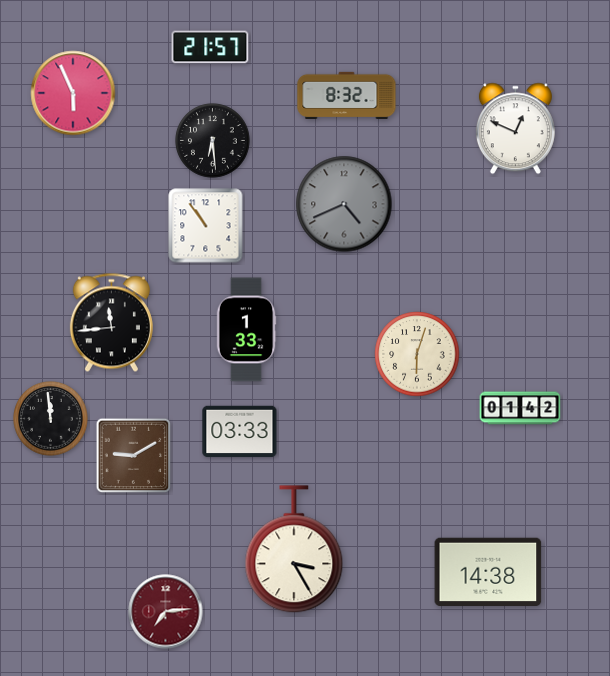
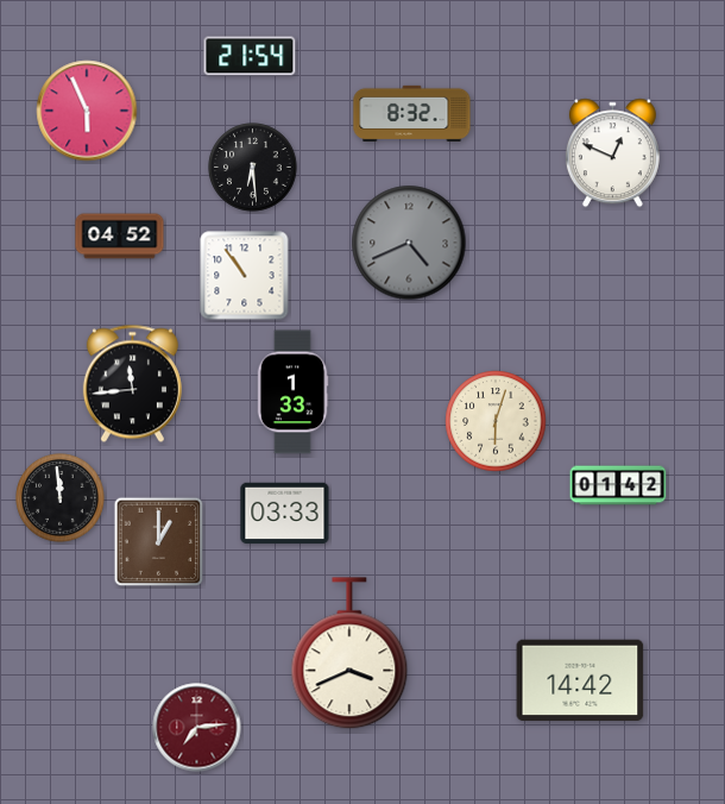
clock at (210, 47): 21:57 -> 21:54
clock at (120, 237): none -> 04:52
clock at (206, 226) position: (206, 226) -> (245, 276)
clock at (134, 456): 9:10 -> 1:00
clock at (294, 550): 3:25 -> 3:41
clock at (488, 571): 14:38 -> 14:42
